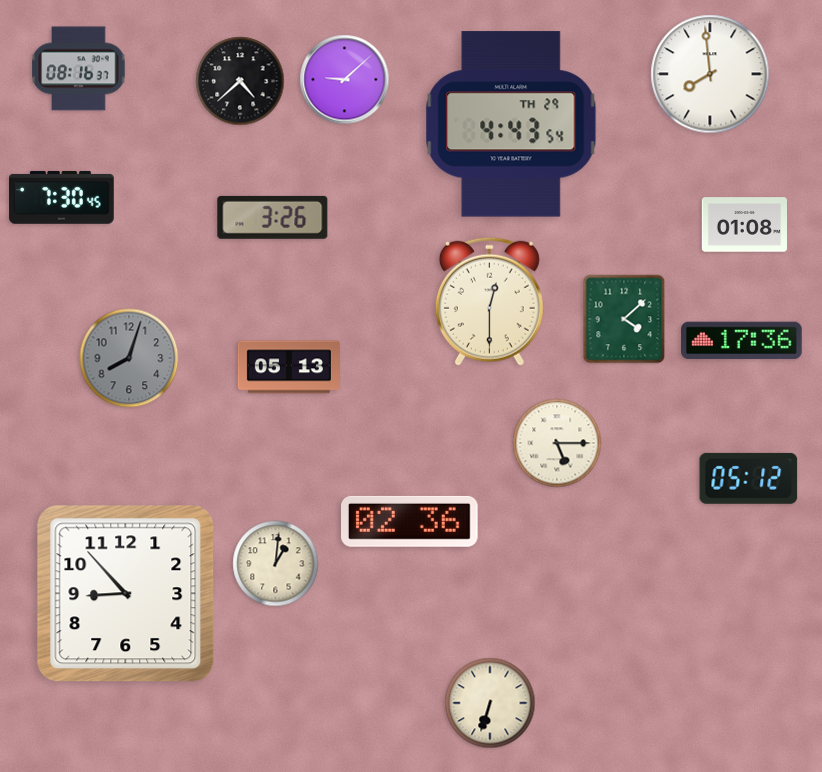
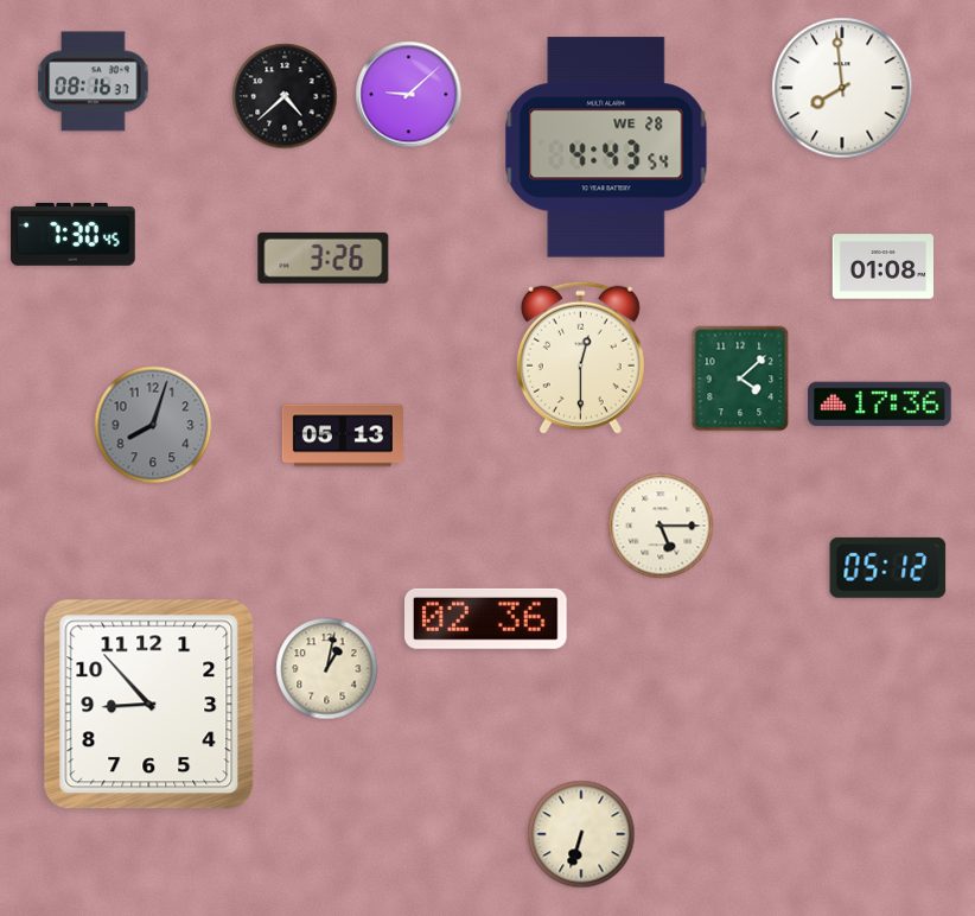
clock at (511, 124) date: TH 29 -> WE 28
clock at (276, 564): 1:01 -> 1:02
